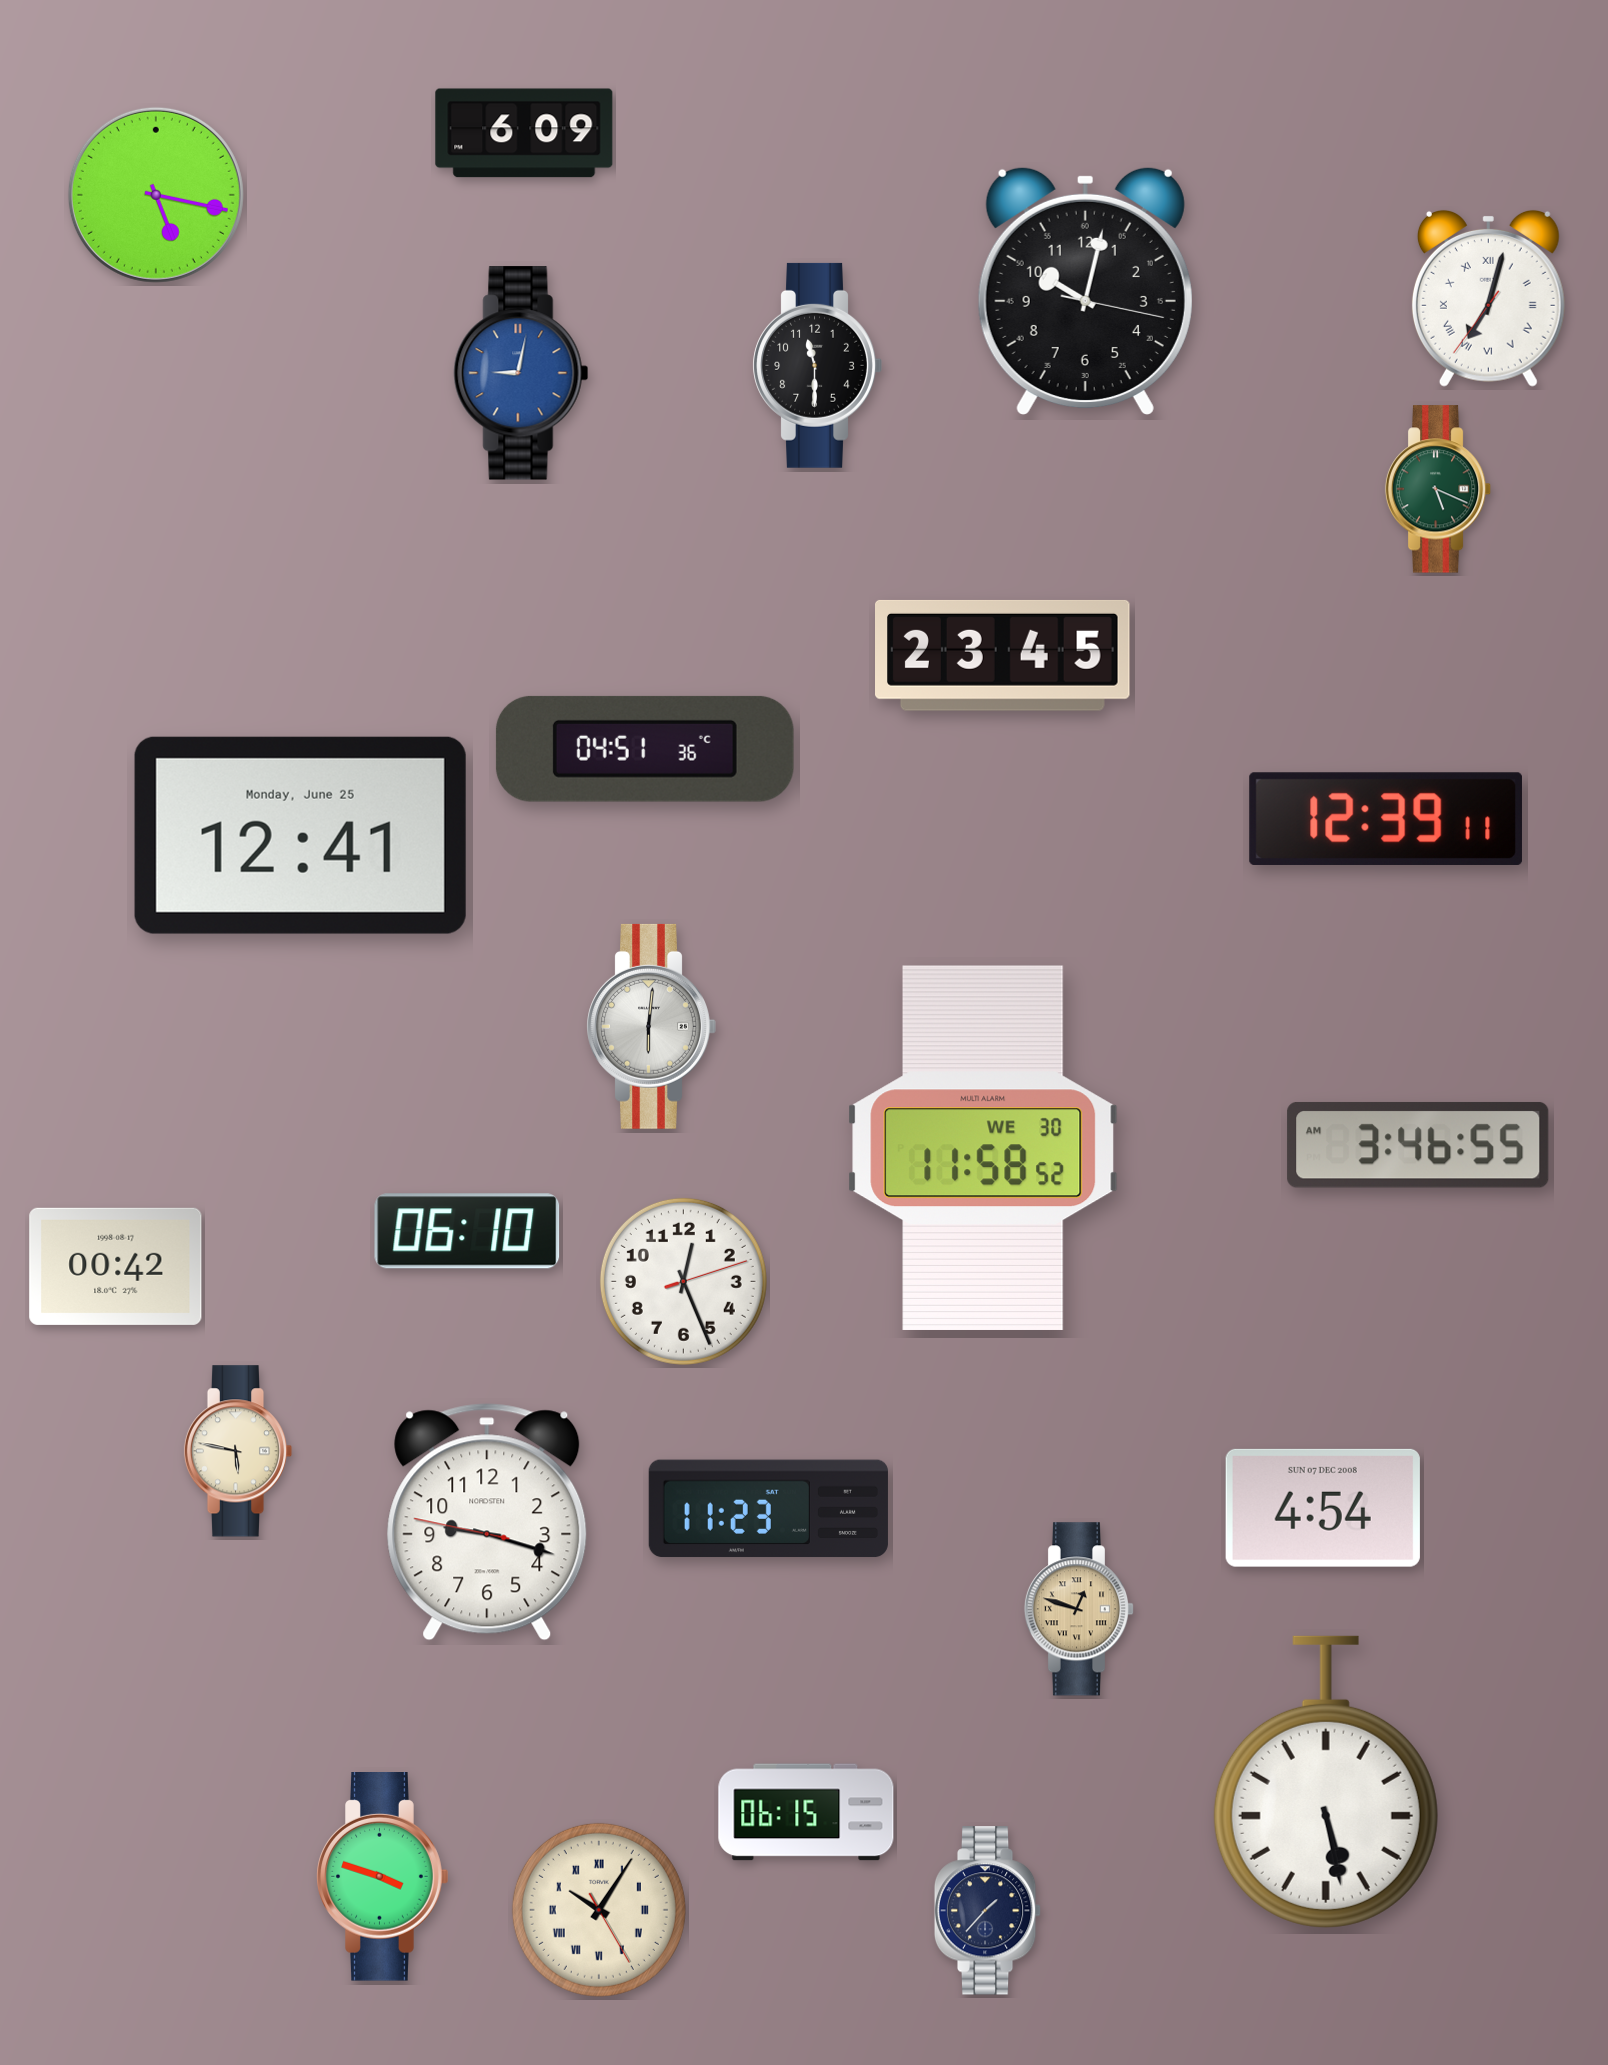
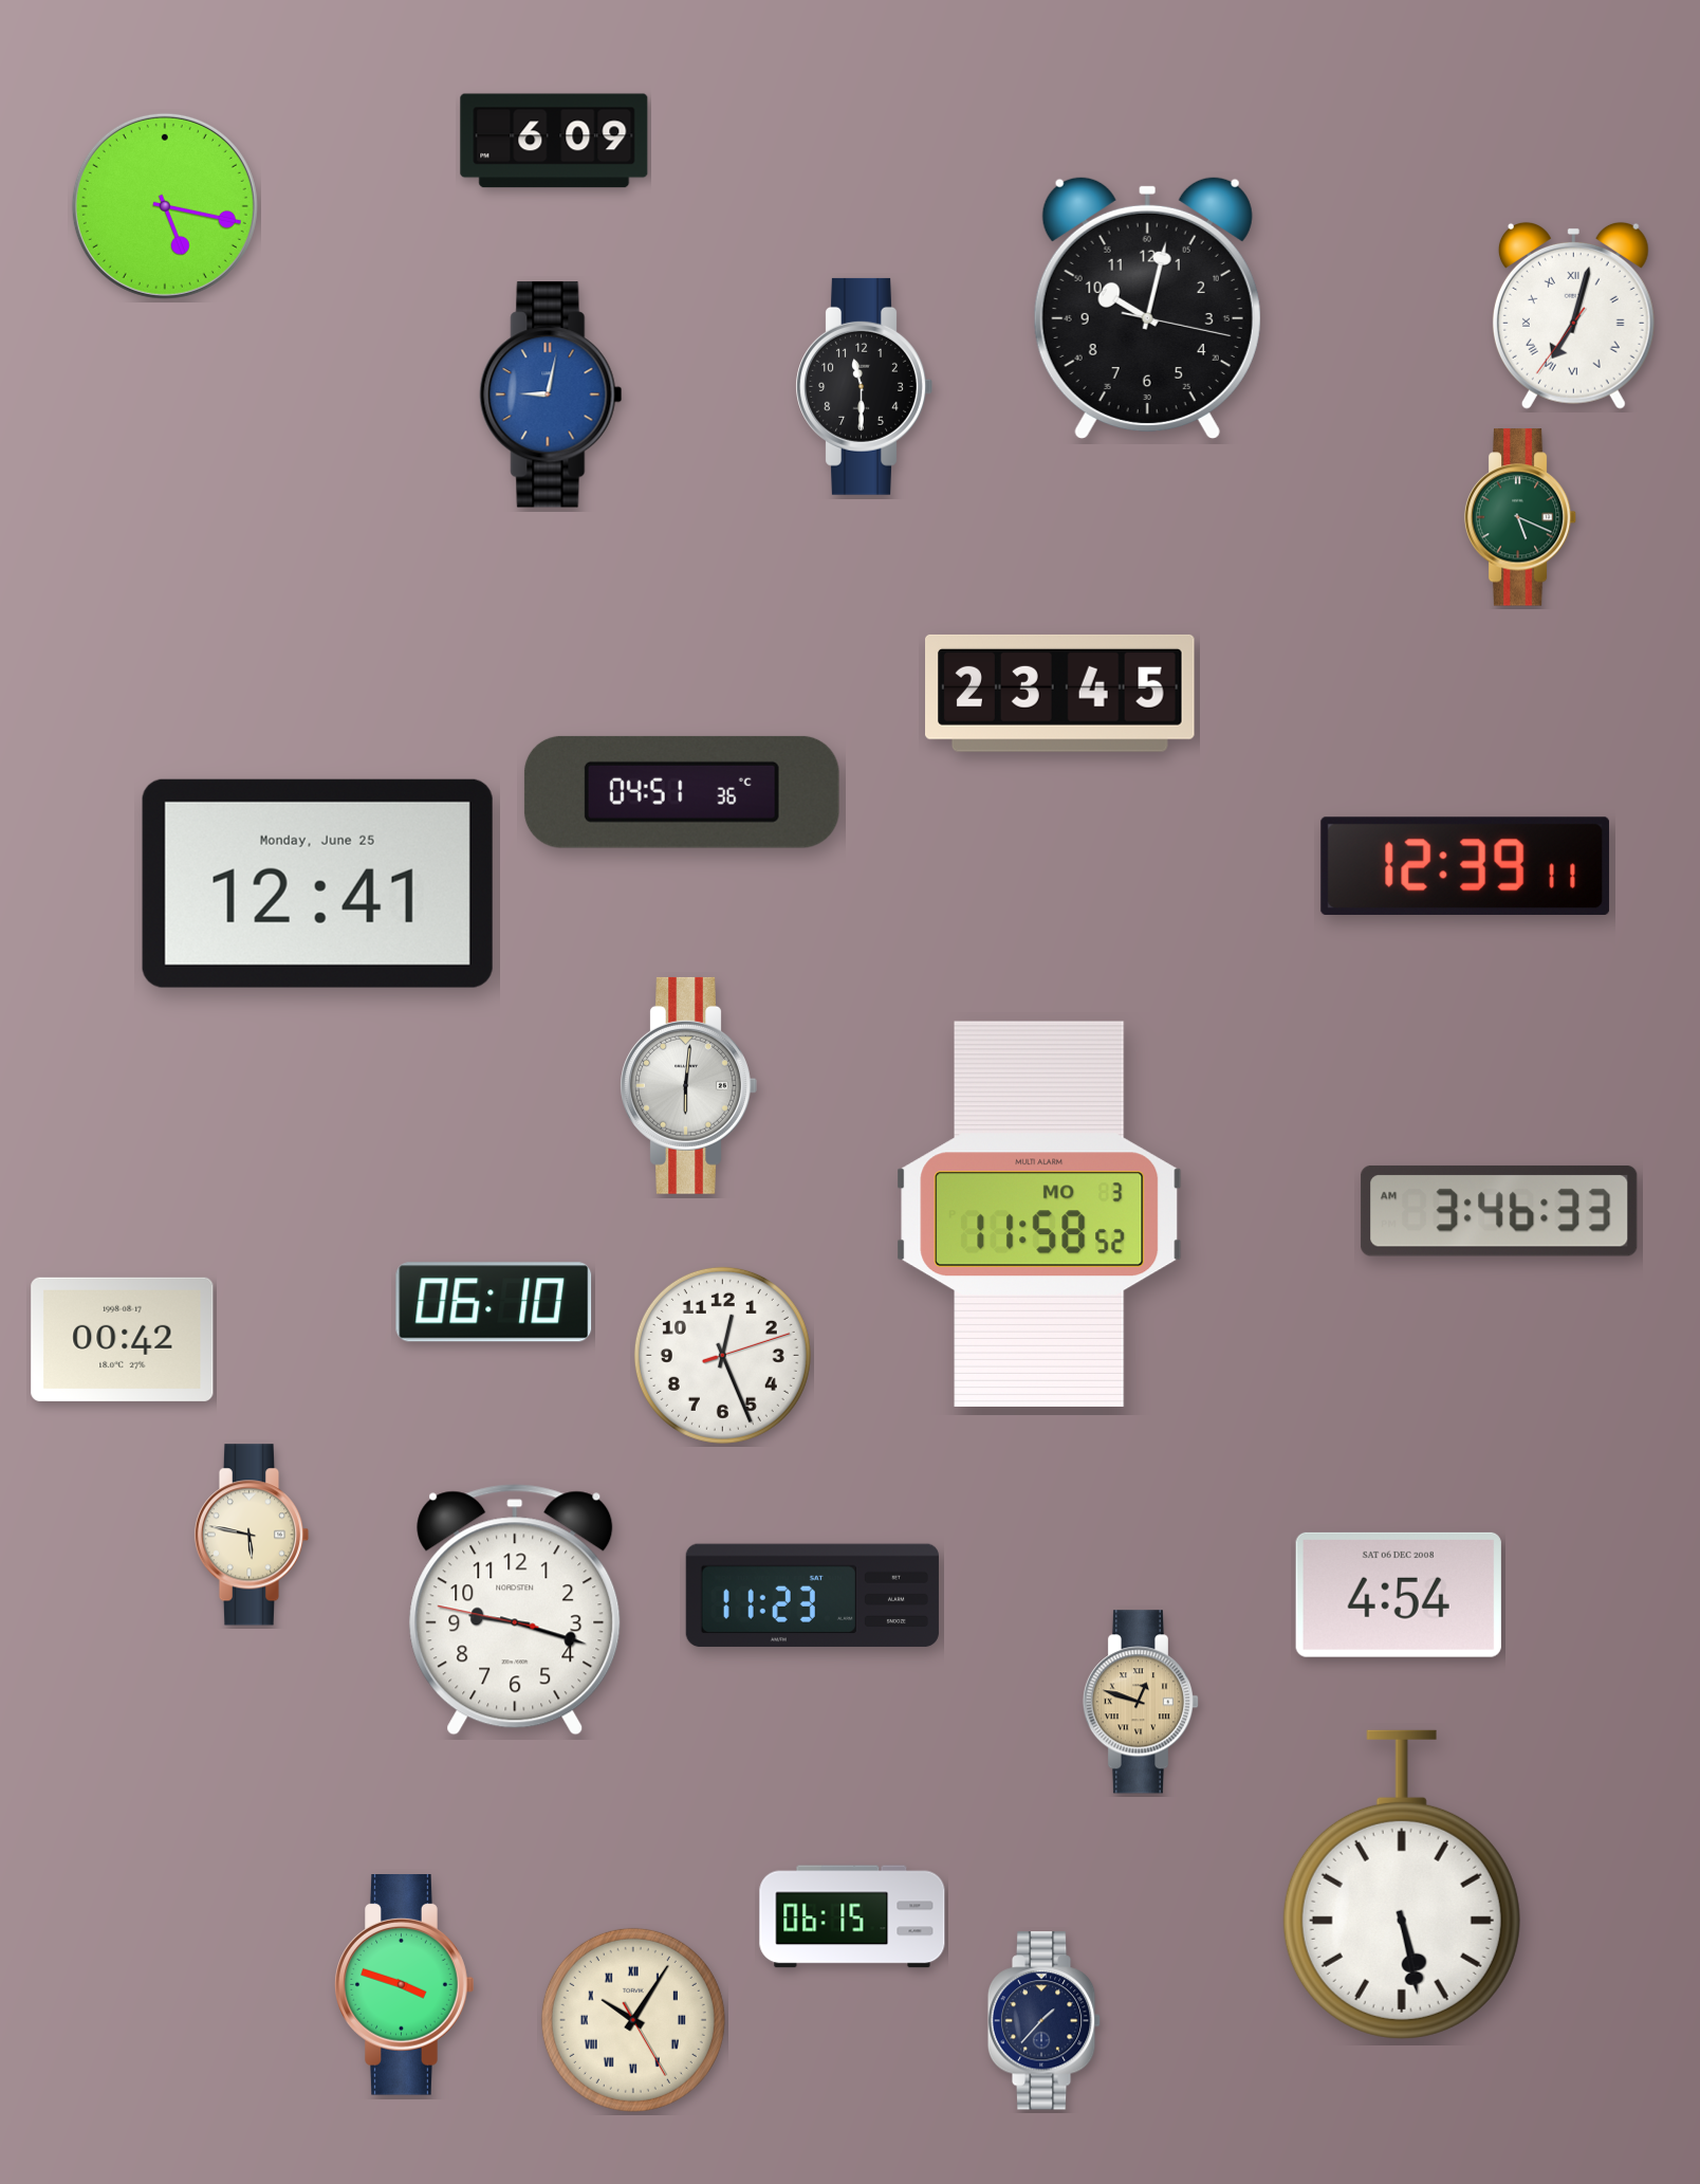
clock at (1418, 1145): 3:46:55 AM -> 3:46:33 AM
clock at (983, 1148) date: WE 30 -> MO 3
clock at (1323, 1508) date: SUN 07 DEC 2008 -> SAT 06 DEC 2008
